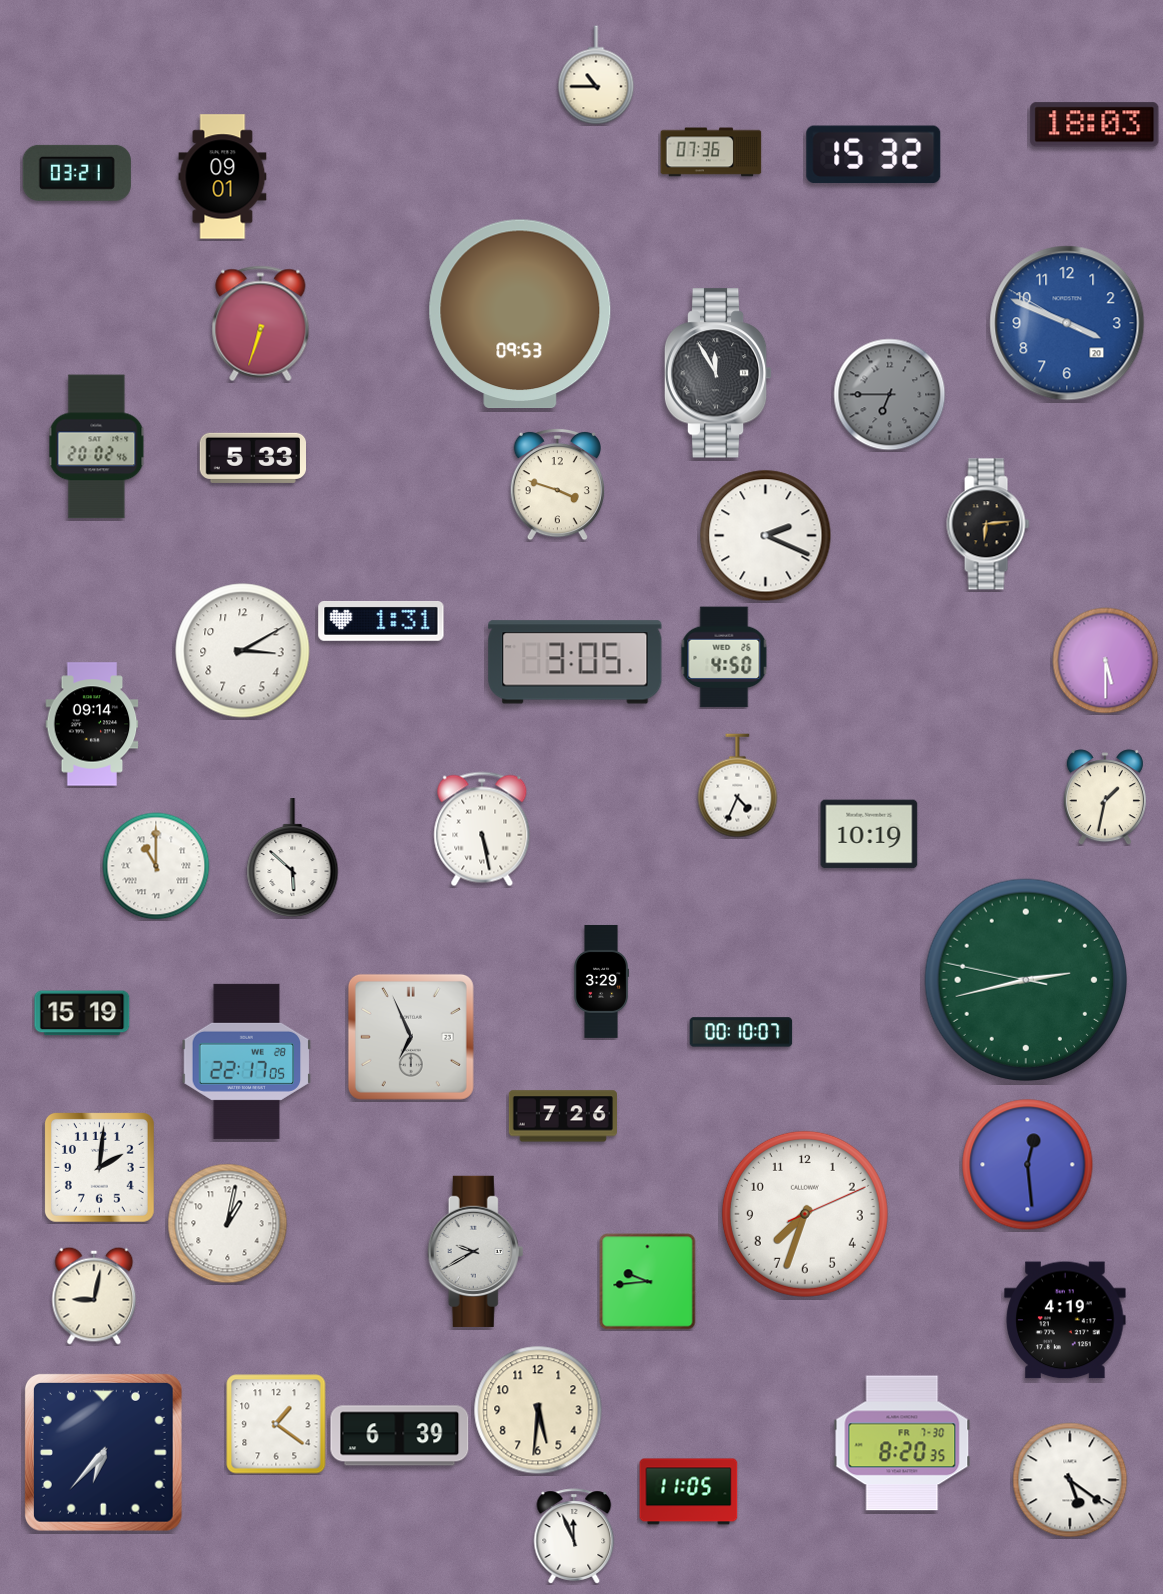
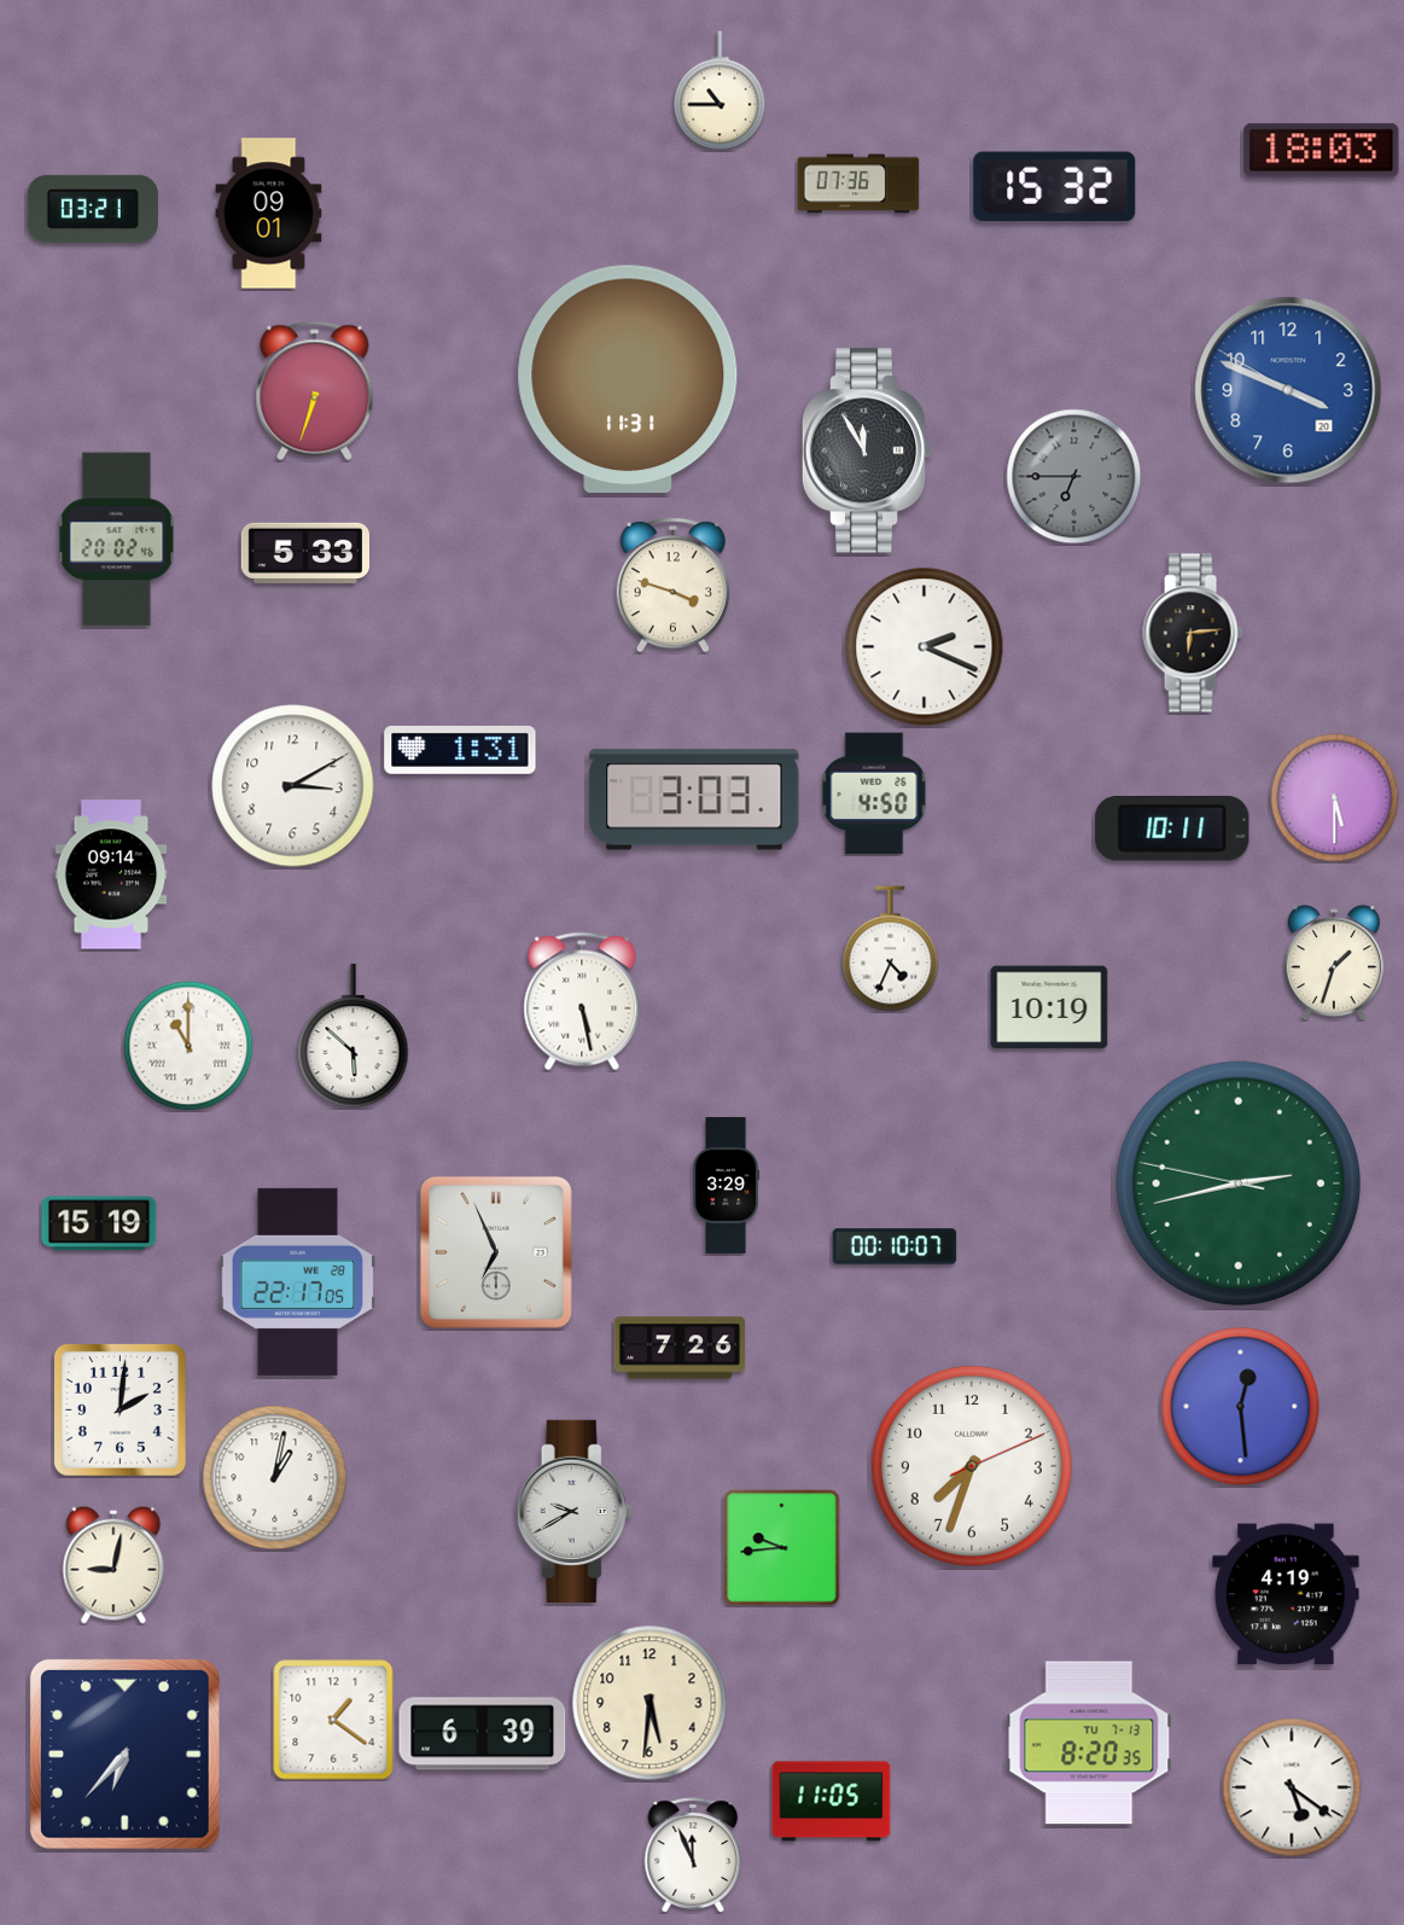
clock at (520, 313): 09:53 -> 11:31
clock at (575, 662): 3:05 -> 3:03
clock at (1172, 830): none -> 10:11
clock at (1105, 797): 1:32 -> 1:33
clock at (902, 1443) date: FR 7-30 -> TU 7-13
